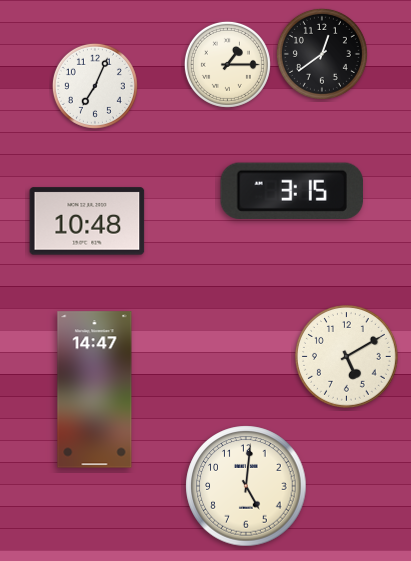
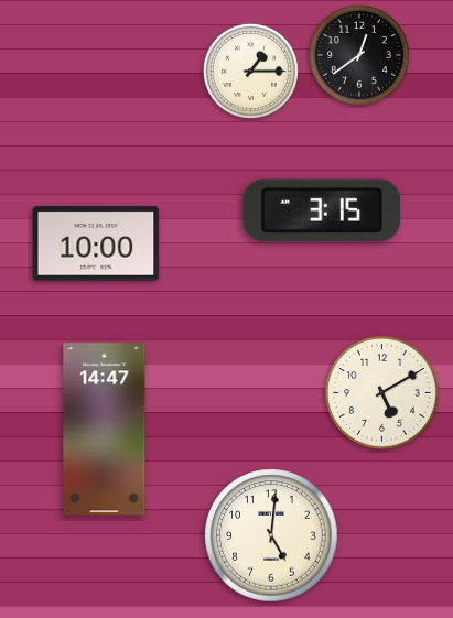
clock at (322, 54) position: (322, 54) -> (359, 55)
clock at (95, 86): 7:04 -> none
clock at (87, 221): 10:48 -> 10:00
